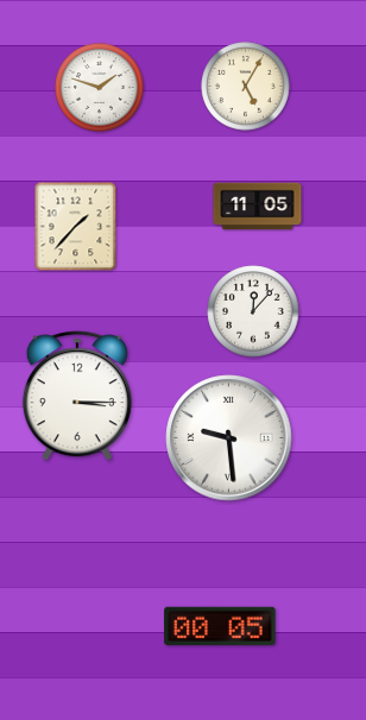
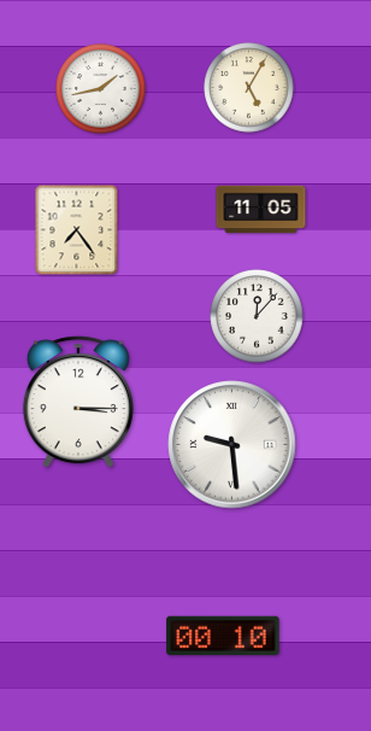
clock at (100, 88): 1:48 -> 1:43
clock at (76, 227): 1:37 -> 7:24
clock at (220, 625): 00:05 -> 00:10
